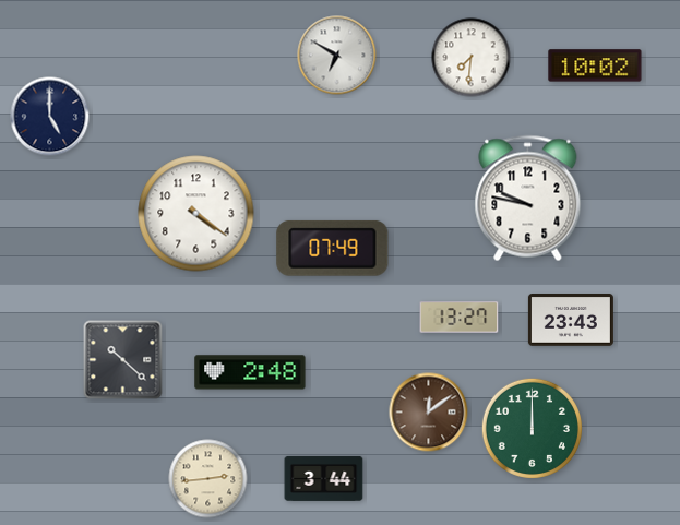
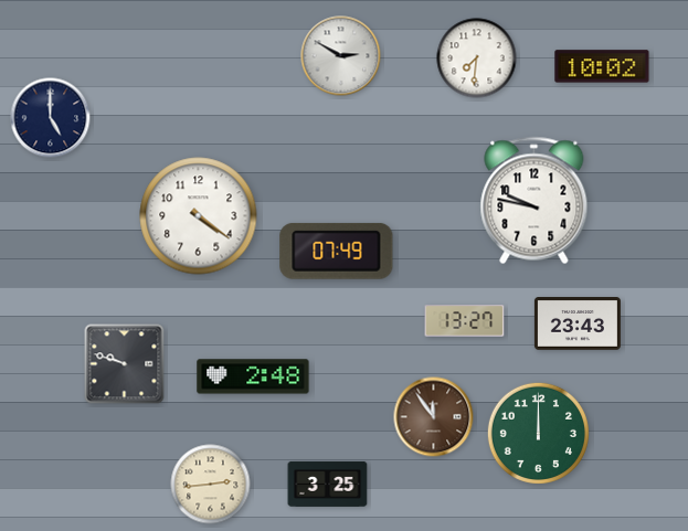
clock at (337, 56): 6:50 -> 2:50
clock at (123, 360): 10:22 -> 9:48
clock at (429, 413): 12:09 -> 11:54
clock at (324, 478): 3:44 -> 3:25
